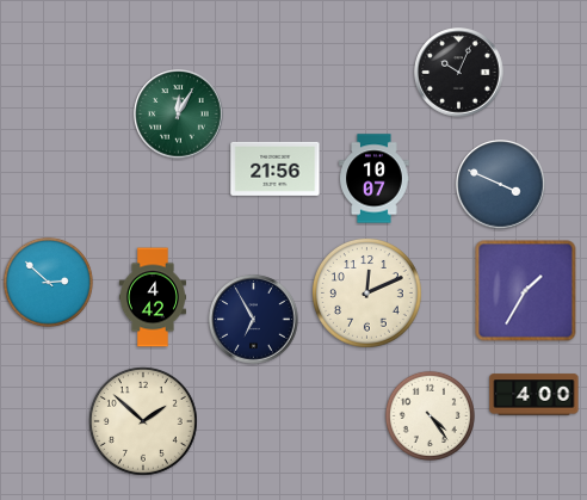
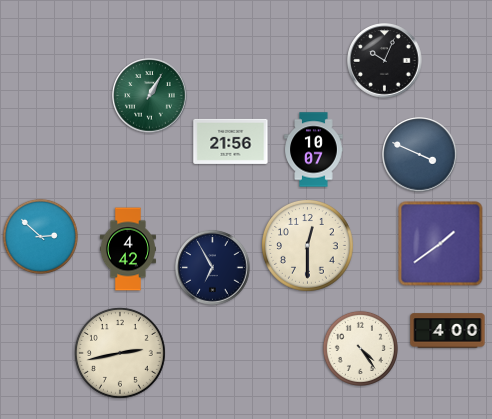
clock at (179, 115): 12:05 -> 1:05
clock at (526, 291): 1:35 -> 1:39
clock at (367, 294): 12:11 -> 12:30
clock at (143, 421): 1:52 -> 2:43
